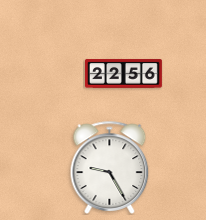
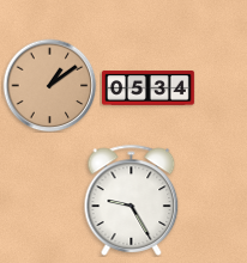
clock at (49, 85): none -> 1:09
clock at (124, 74): 22:56 -> 05:34
